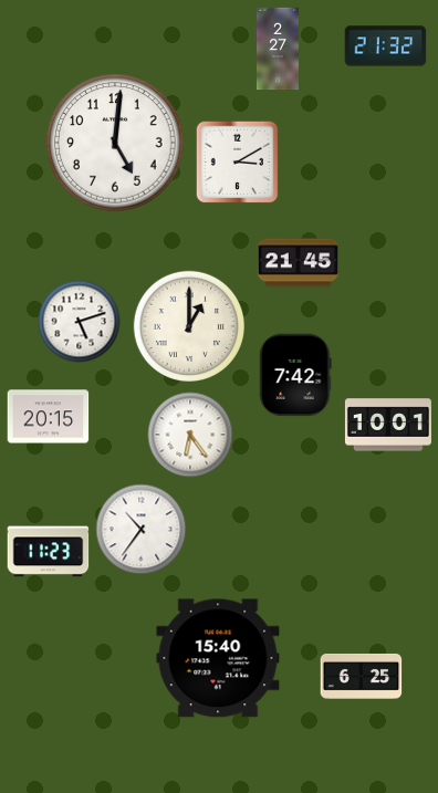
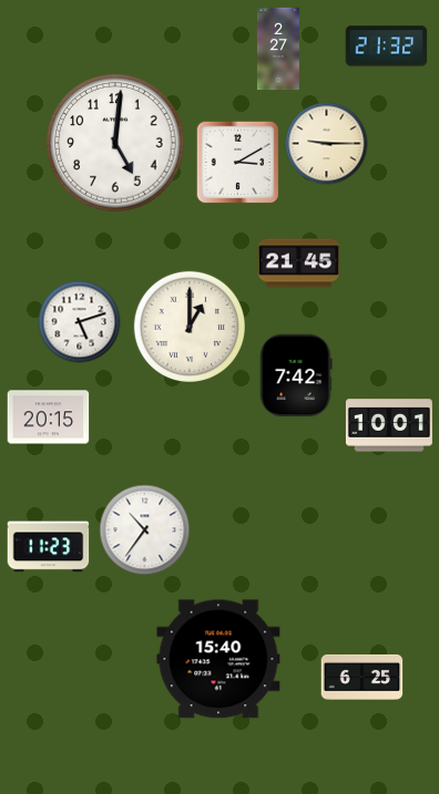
clock at (327, 144): none -> 9:15
clock at (190, 435): 6:24 -> none
clock at (142, 530) position: (142, 530) -> (145, 530)
clock at (49, 552) position: (49, 552) -> (49, 547)
